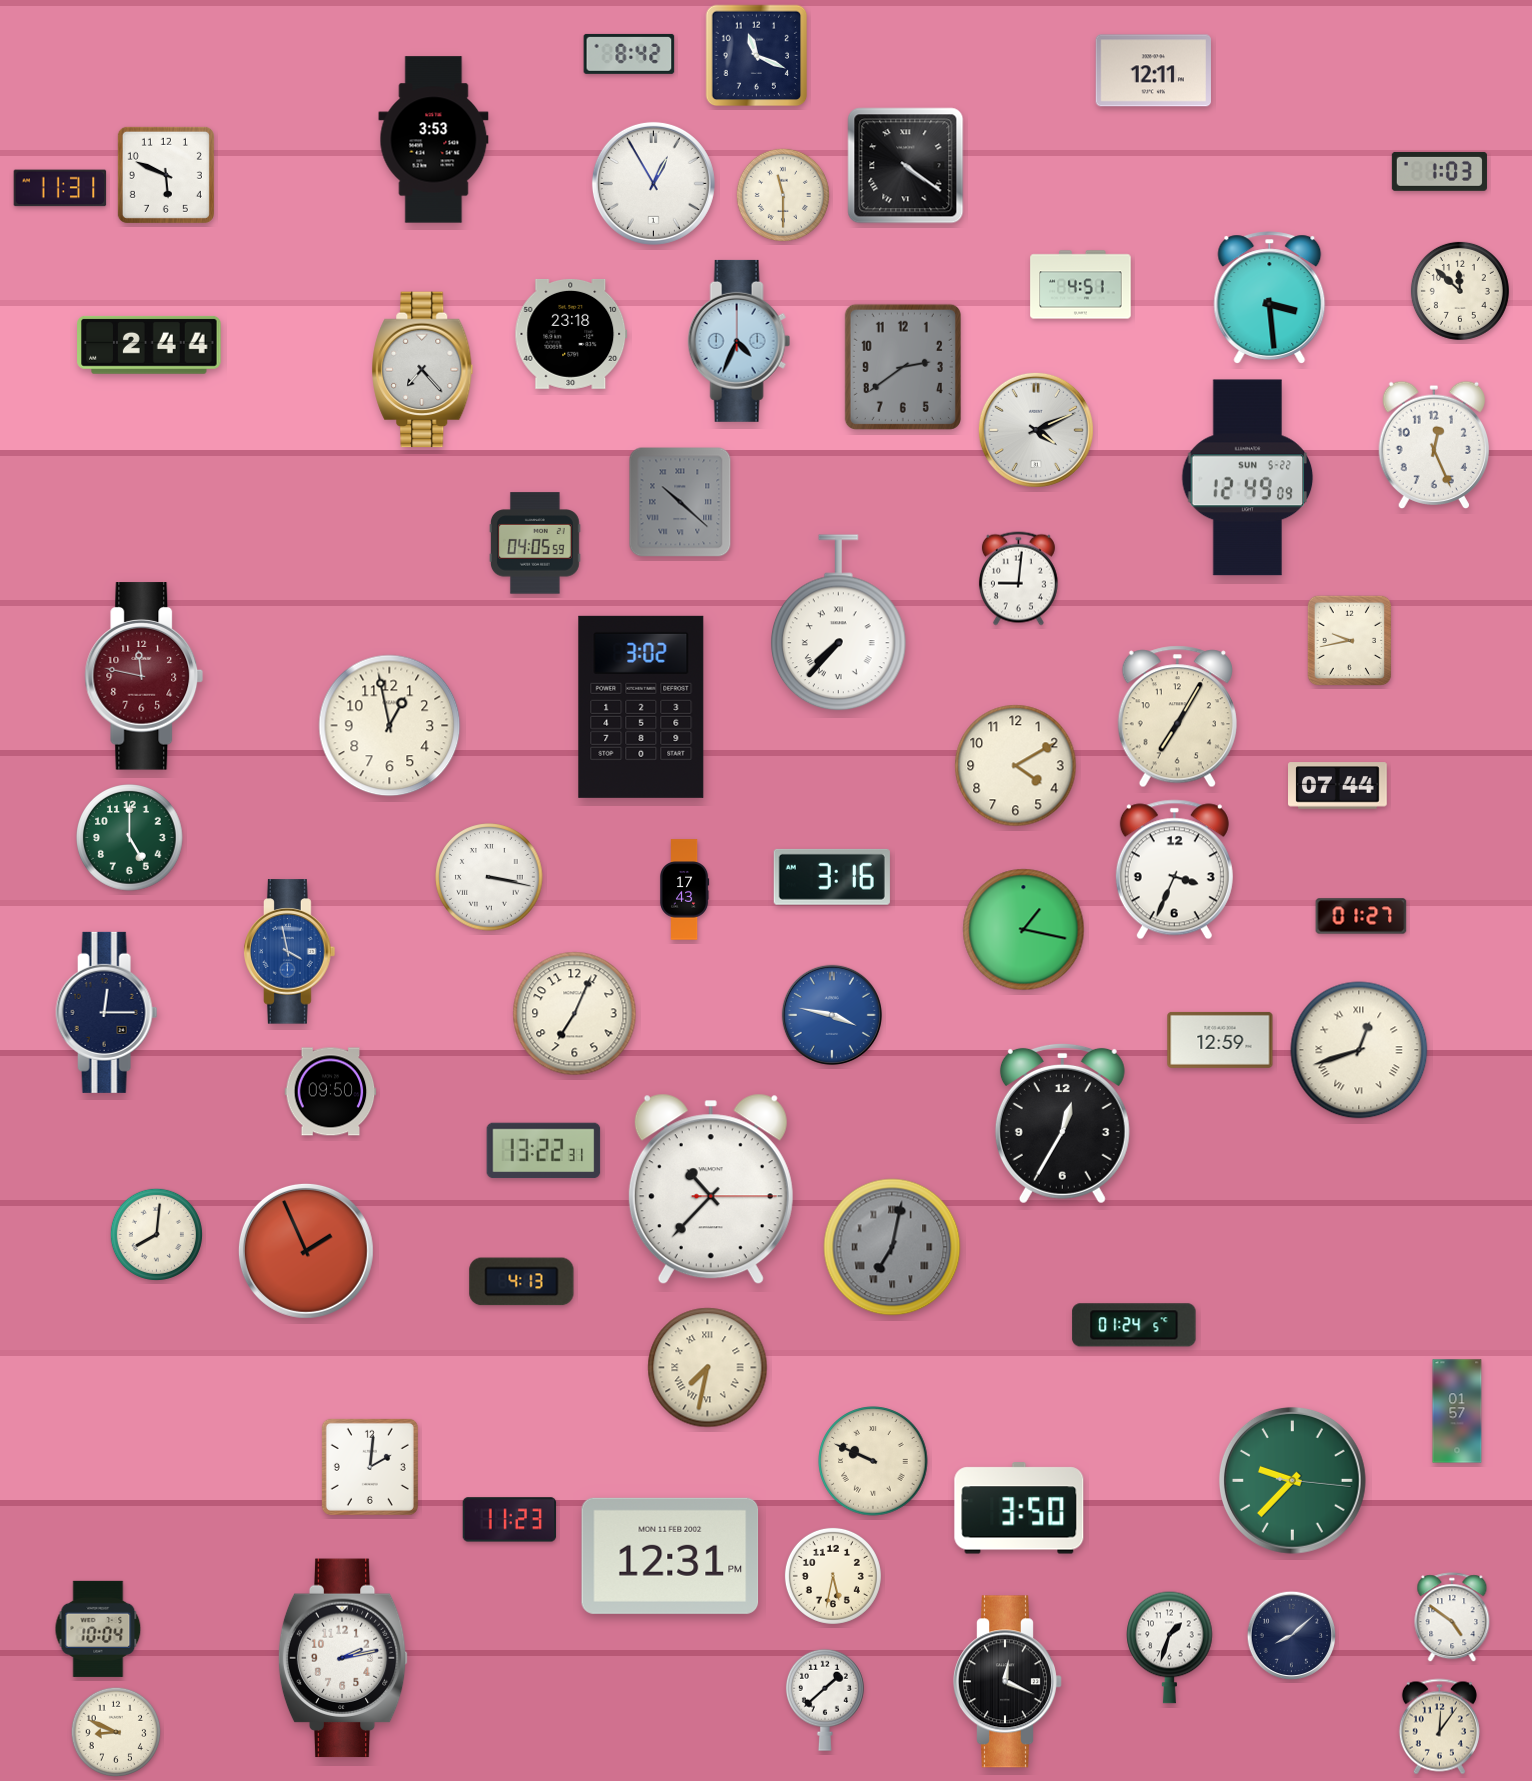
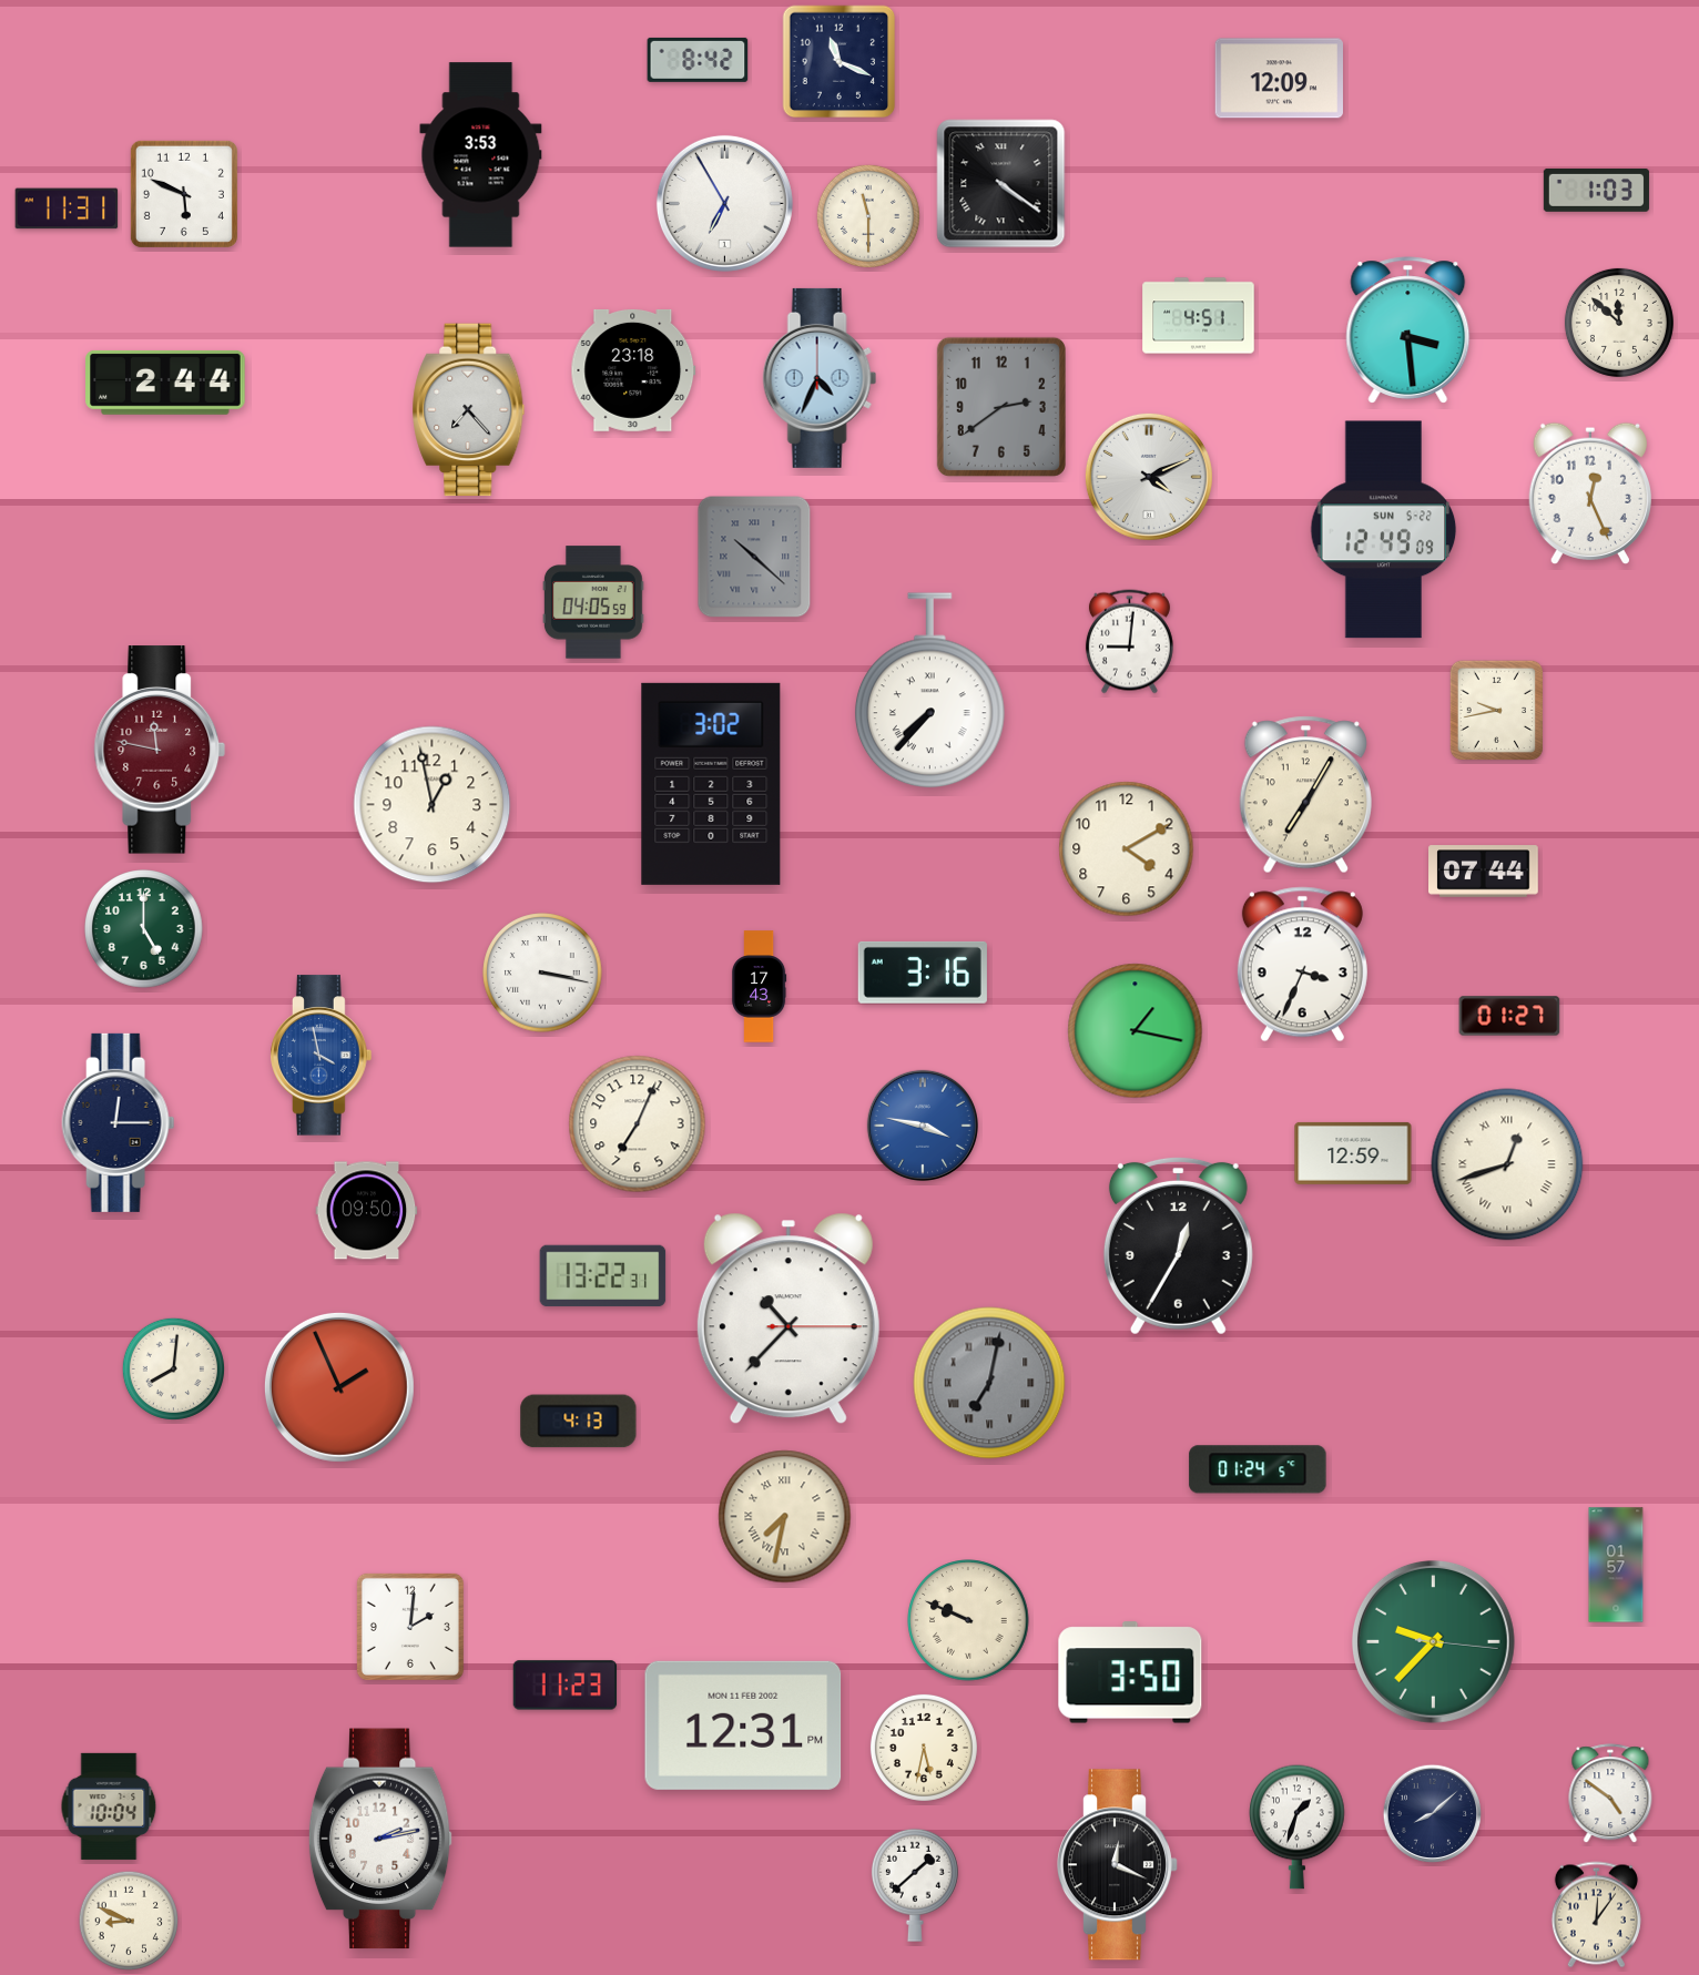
clock at (1153, 71): 12:11 -> 12:09
clock at (906, 166) position: (906, 166) -> (1001, 184)
clock at (653, 183): 12:55 -> 6:55
